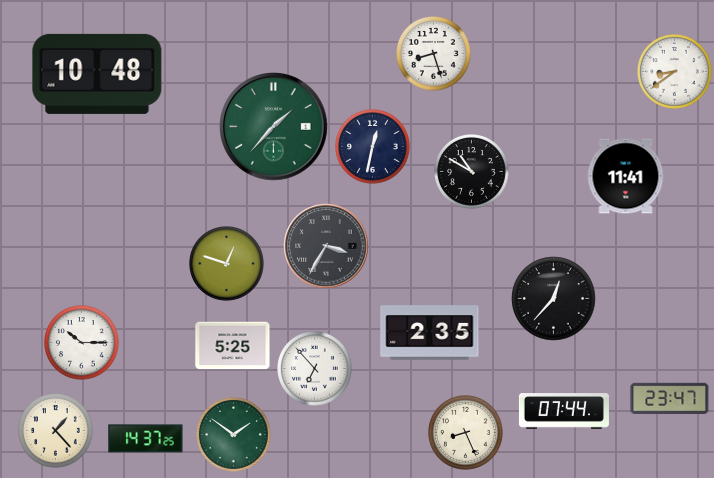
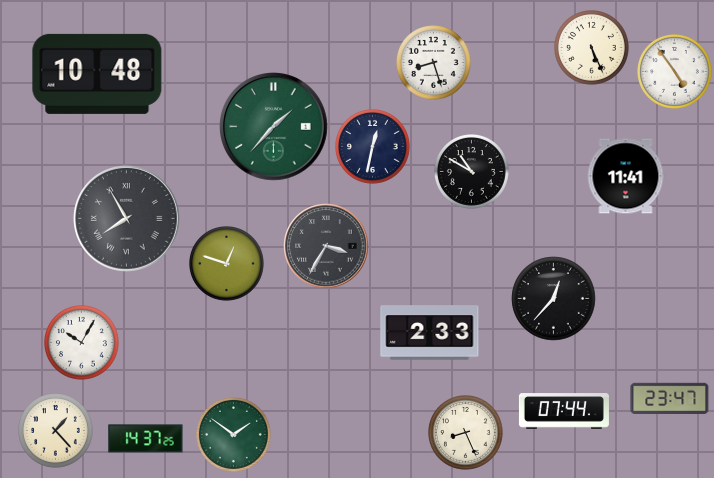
clock at (592, 48): none -> 5:26
clock at (434, 54) position: (434, 54) -> (434, 63)
clock at (675, 72): 8:39 -> 4:54
clock at (127, 219): none -> 7:55
clock at (430, 333): 2:35 -> 2:33
clock at (82, 343): 10:15 -> 10:05
clock at (233, 346): 5:25 -> none
clock at (315, 369): 6:53 -> none
